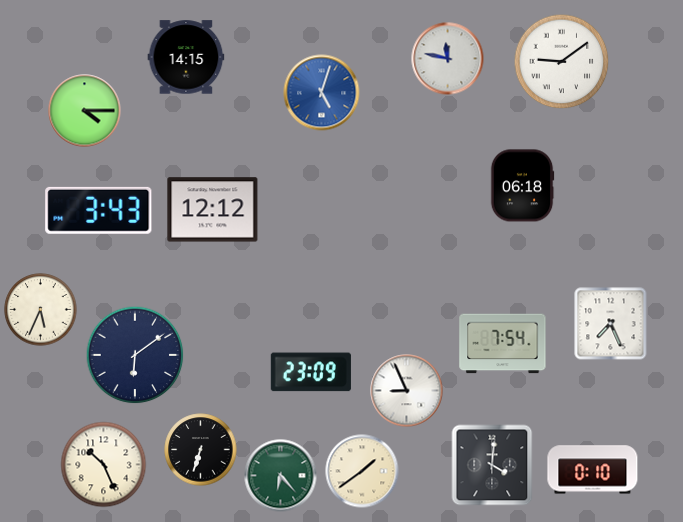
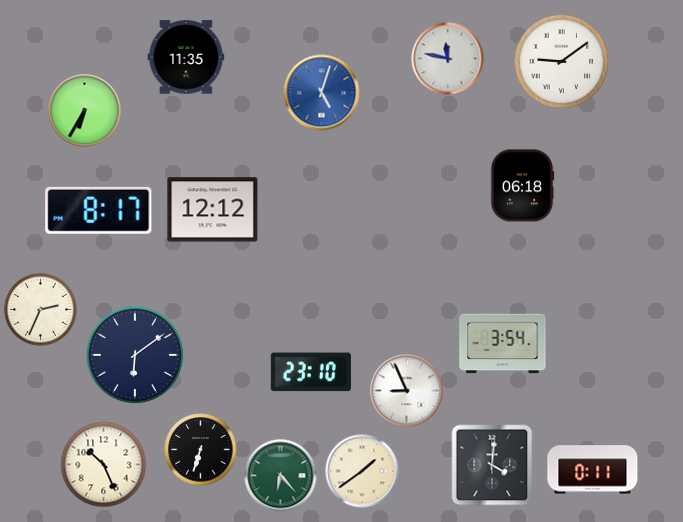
clock at (186, 57): 14:15 -> 11:35
clock at (85, 111): 4:15 -> 6:35
clock at (99, 210): 3:43 -> 8:17
clock at (41, 310): 5:34 -> 2:34
clock at (611, 324): 7:26 -> none
clock at (503, 344): 7:54 -> 3:54
clock at (311, 372): 23:09 -> 23:10
clock at (593, 470): 0:10 -> 0:11
